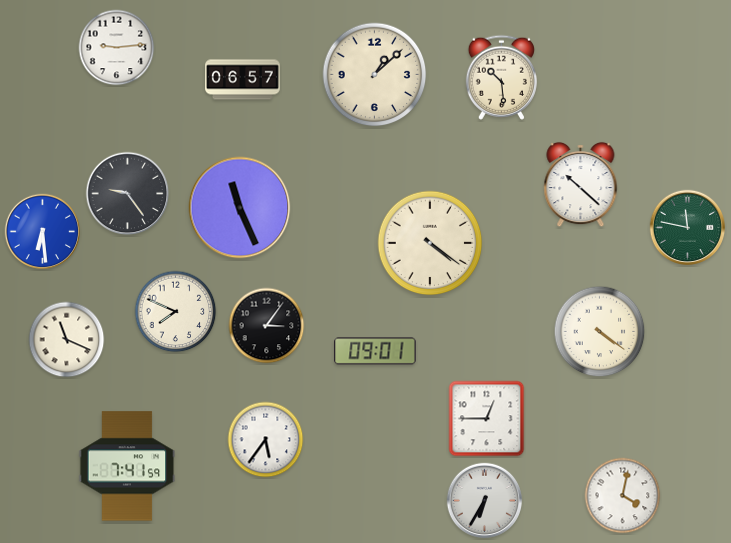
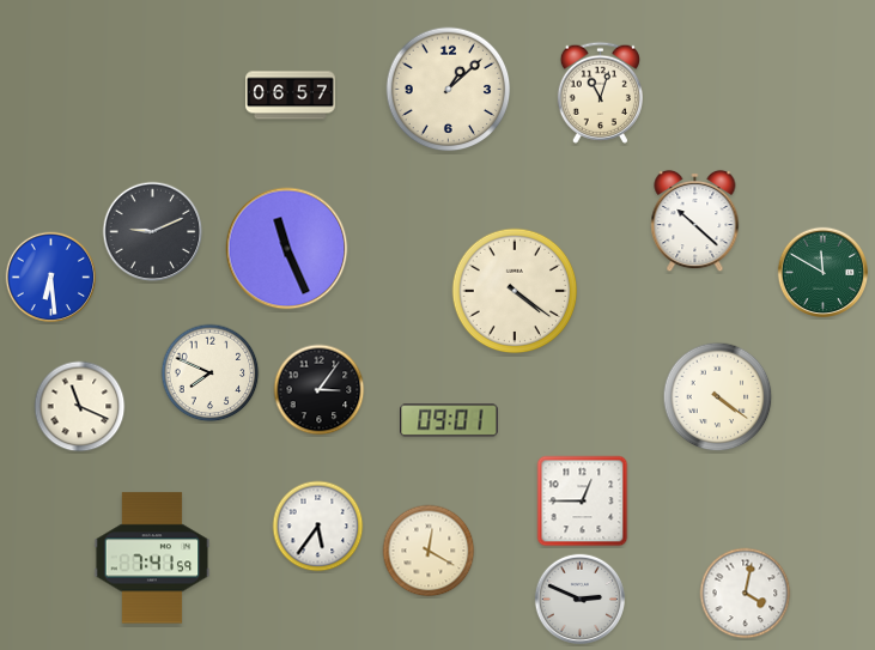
clock at (117, 48): 9:14 -> none
clock at (501, 77): 10:29 -> 11:03
clock at (128, 194): 9:24 -> 9:11
clock at (688, 228): 11:47 -> 11:50
clock at (429, 551): none -> 12:20
clock at (485, 501): 6:35 -> 2:49
